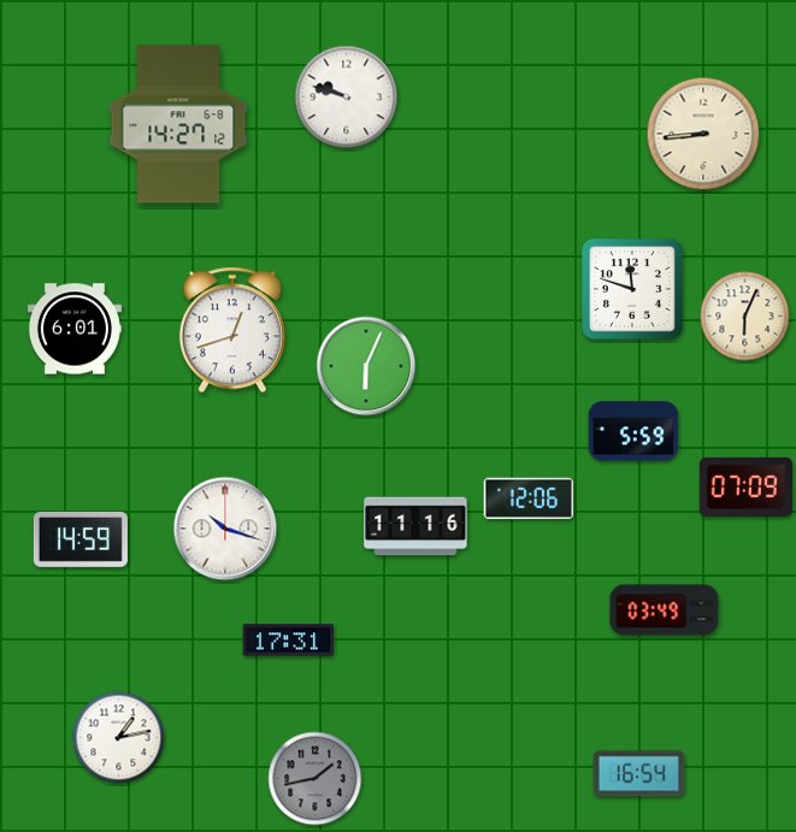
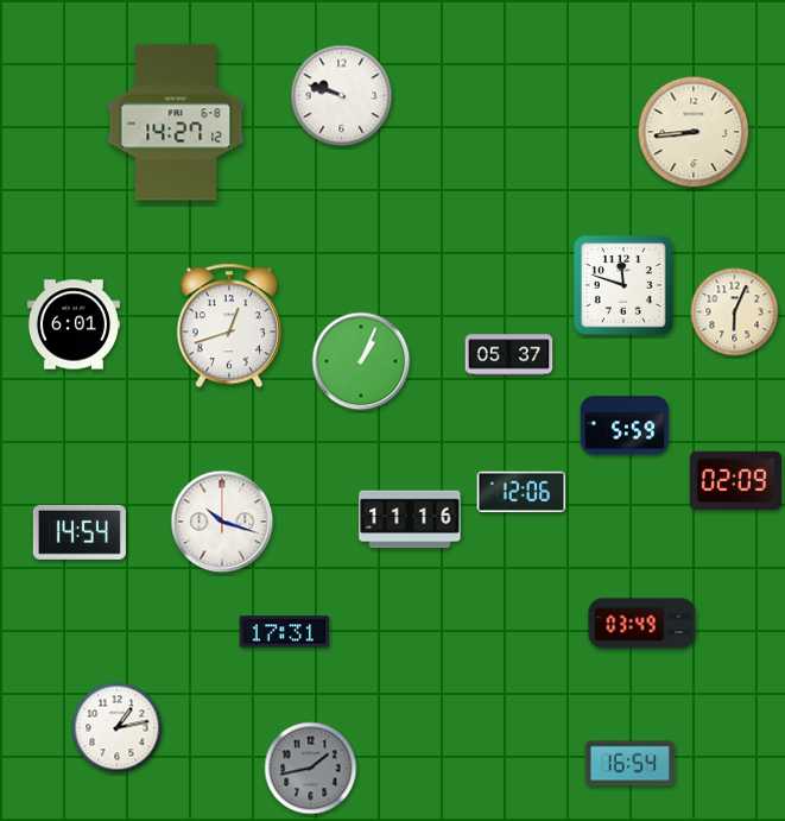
clock at (509, 355): none -> 05:37
clock at (366, 366): 6:04 -> 1:04
clock at (745, 486): 07:09 -> 02:09
clock at (81, 539): 14:59 -> 14:54
clock at (665, 610) position: (665, 610) -> (642, 624)
